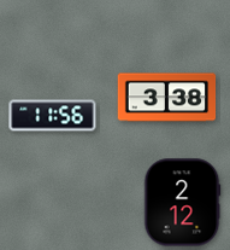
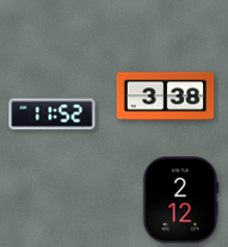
clock at (53, 116): 11:56 -> 11:52
